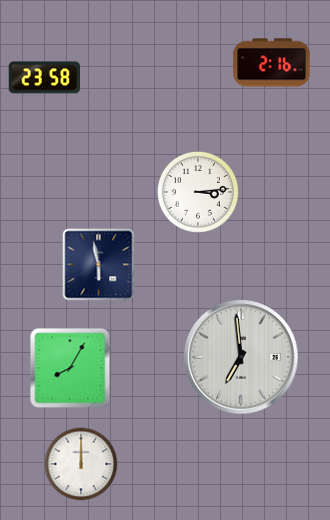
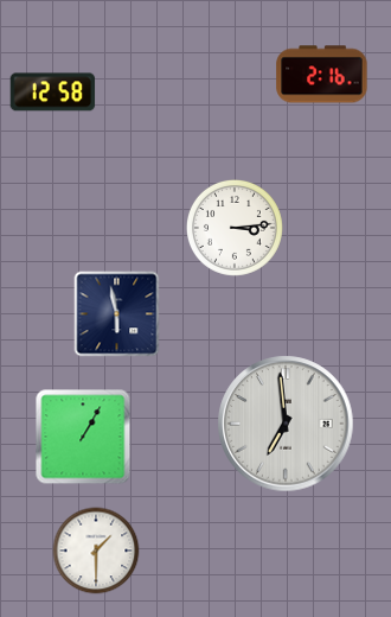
clock at (45, 78): 23:58 -> 12:58
clock at (70, 368): 8:05 -> 1:05
clock at (81, 464): 12:00 -> 1:30
